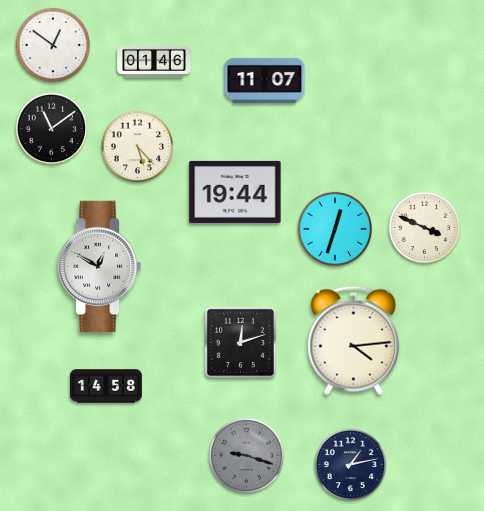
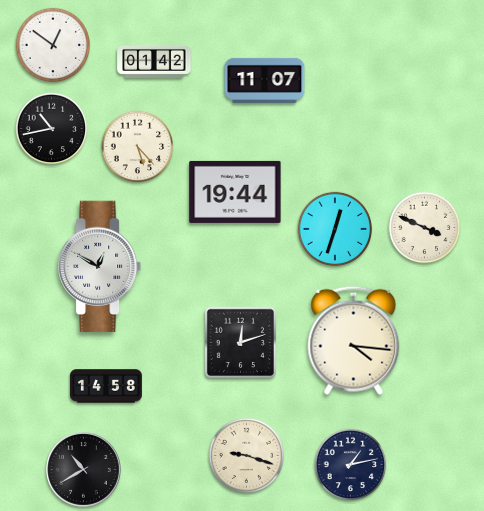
clock at (154, 62): 01:46 -> 01:42
clock at (52, 129): 11:09 -> 10:43
clock at (354, 340): 4:14 -> 4:16
clock at (246, 455) dial: grey -> cream
clock at (84, 470): none -> 10:40
